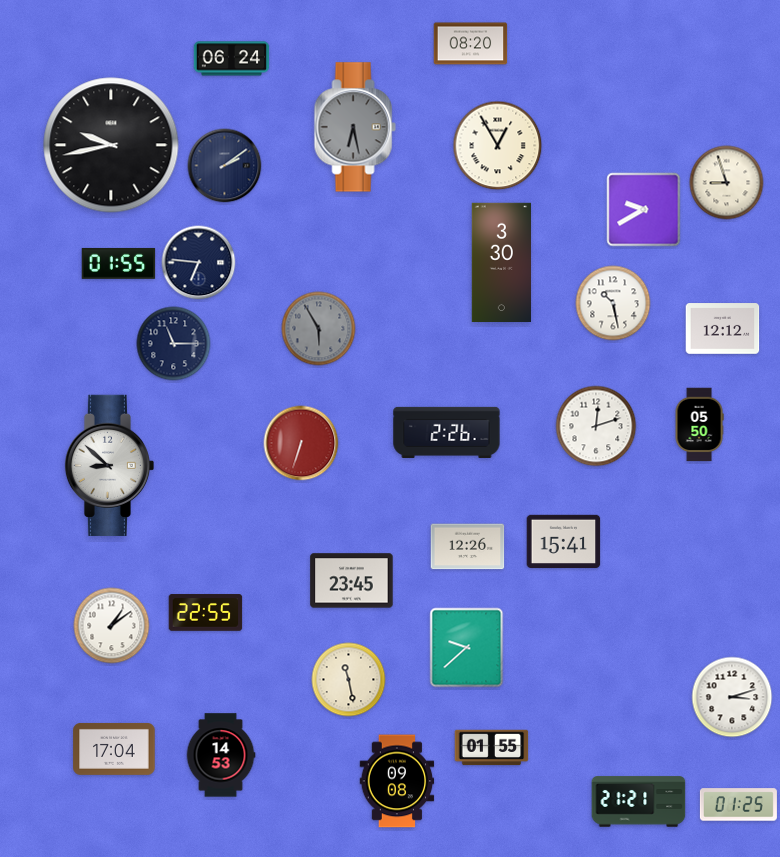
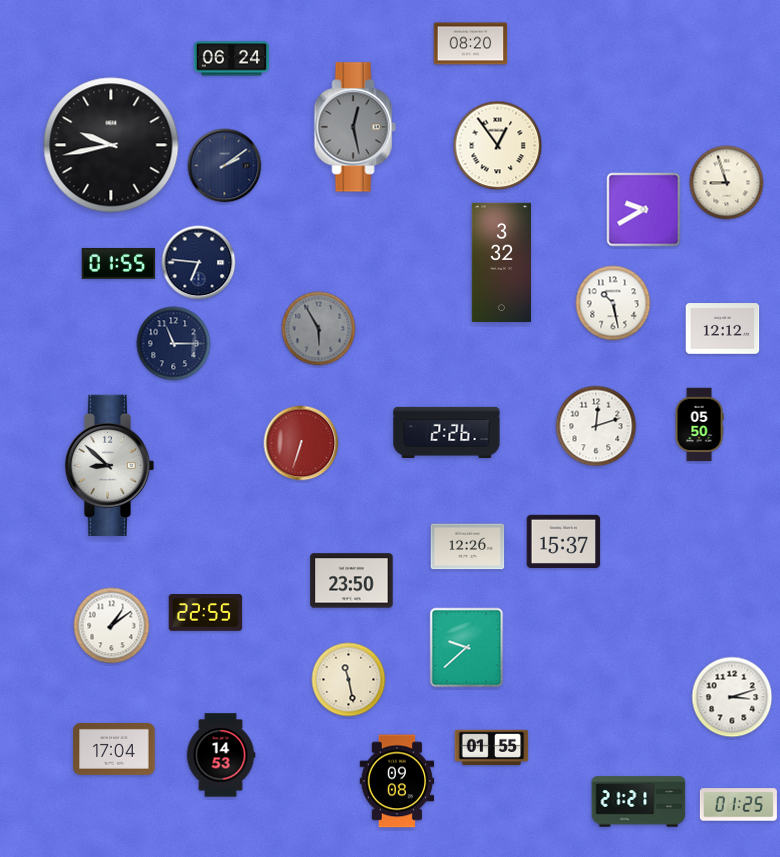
clock at (355, 127): 6:28 -> 12:28
clock at (498, 146): 12:55 -> 12:54
clock at (501, 262): 3:30 -> 3:32
clock at (564, 542): 15:41 -> 15:37
clock at (352, 581): 23:45 -> 23:50
